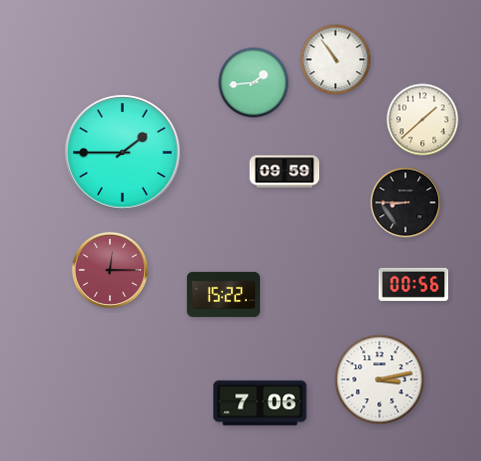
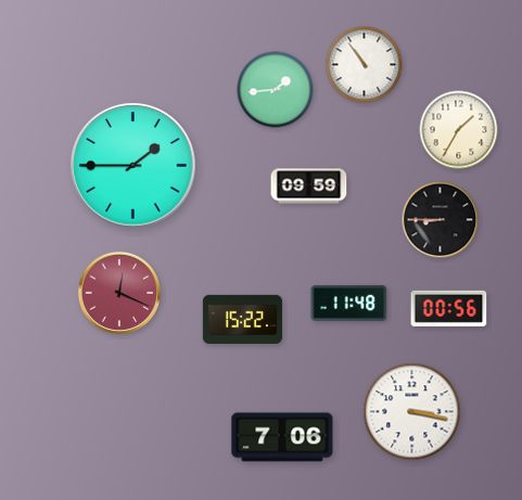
clock at (423, 120): 1:38 -> 1:35
clock at (110, 270): 12:15 -> 12:19
clock at (349, 303): none -> 11:48
clock at (380, 380): 3:13 -> 3:17
